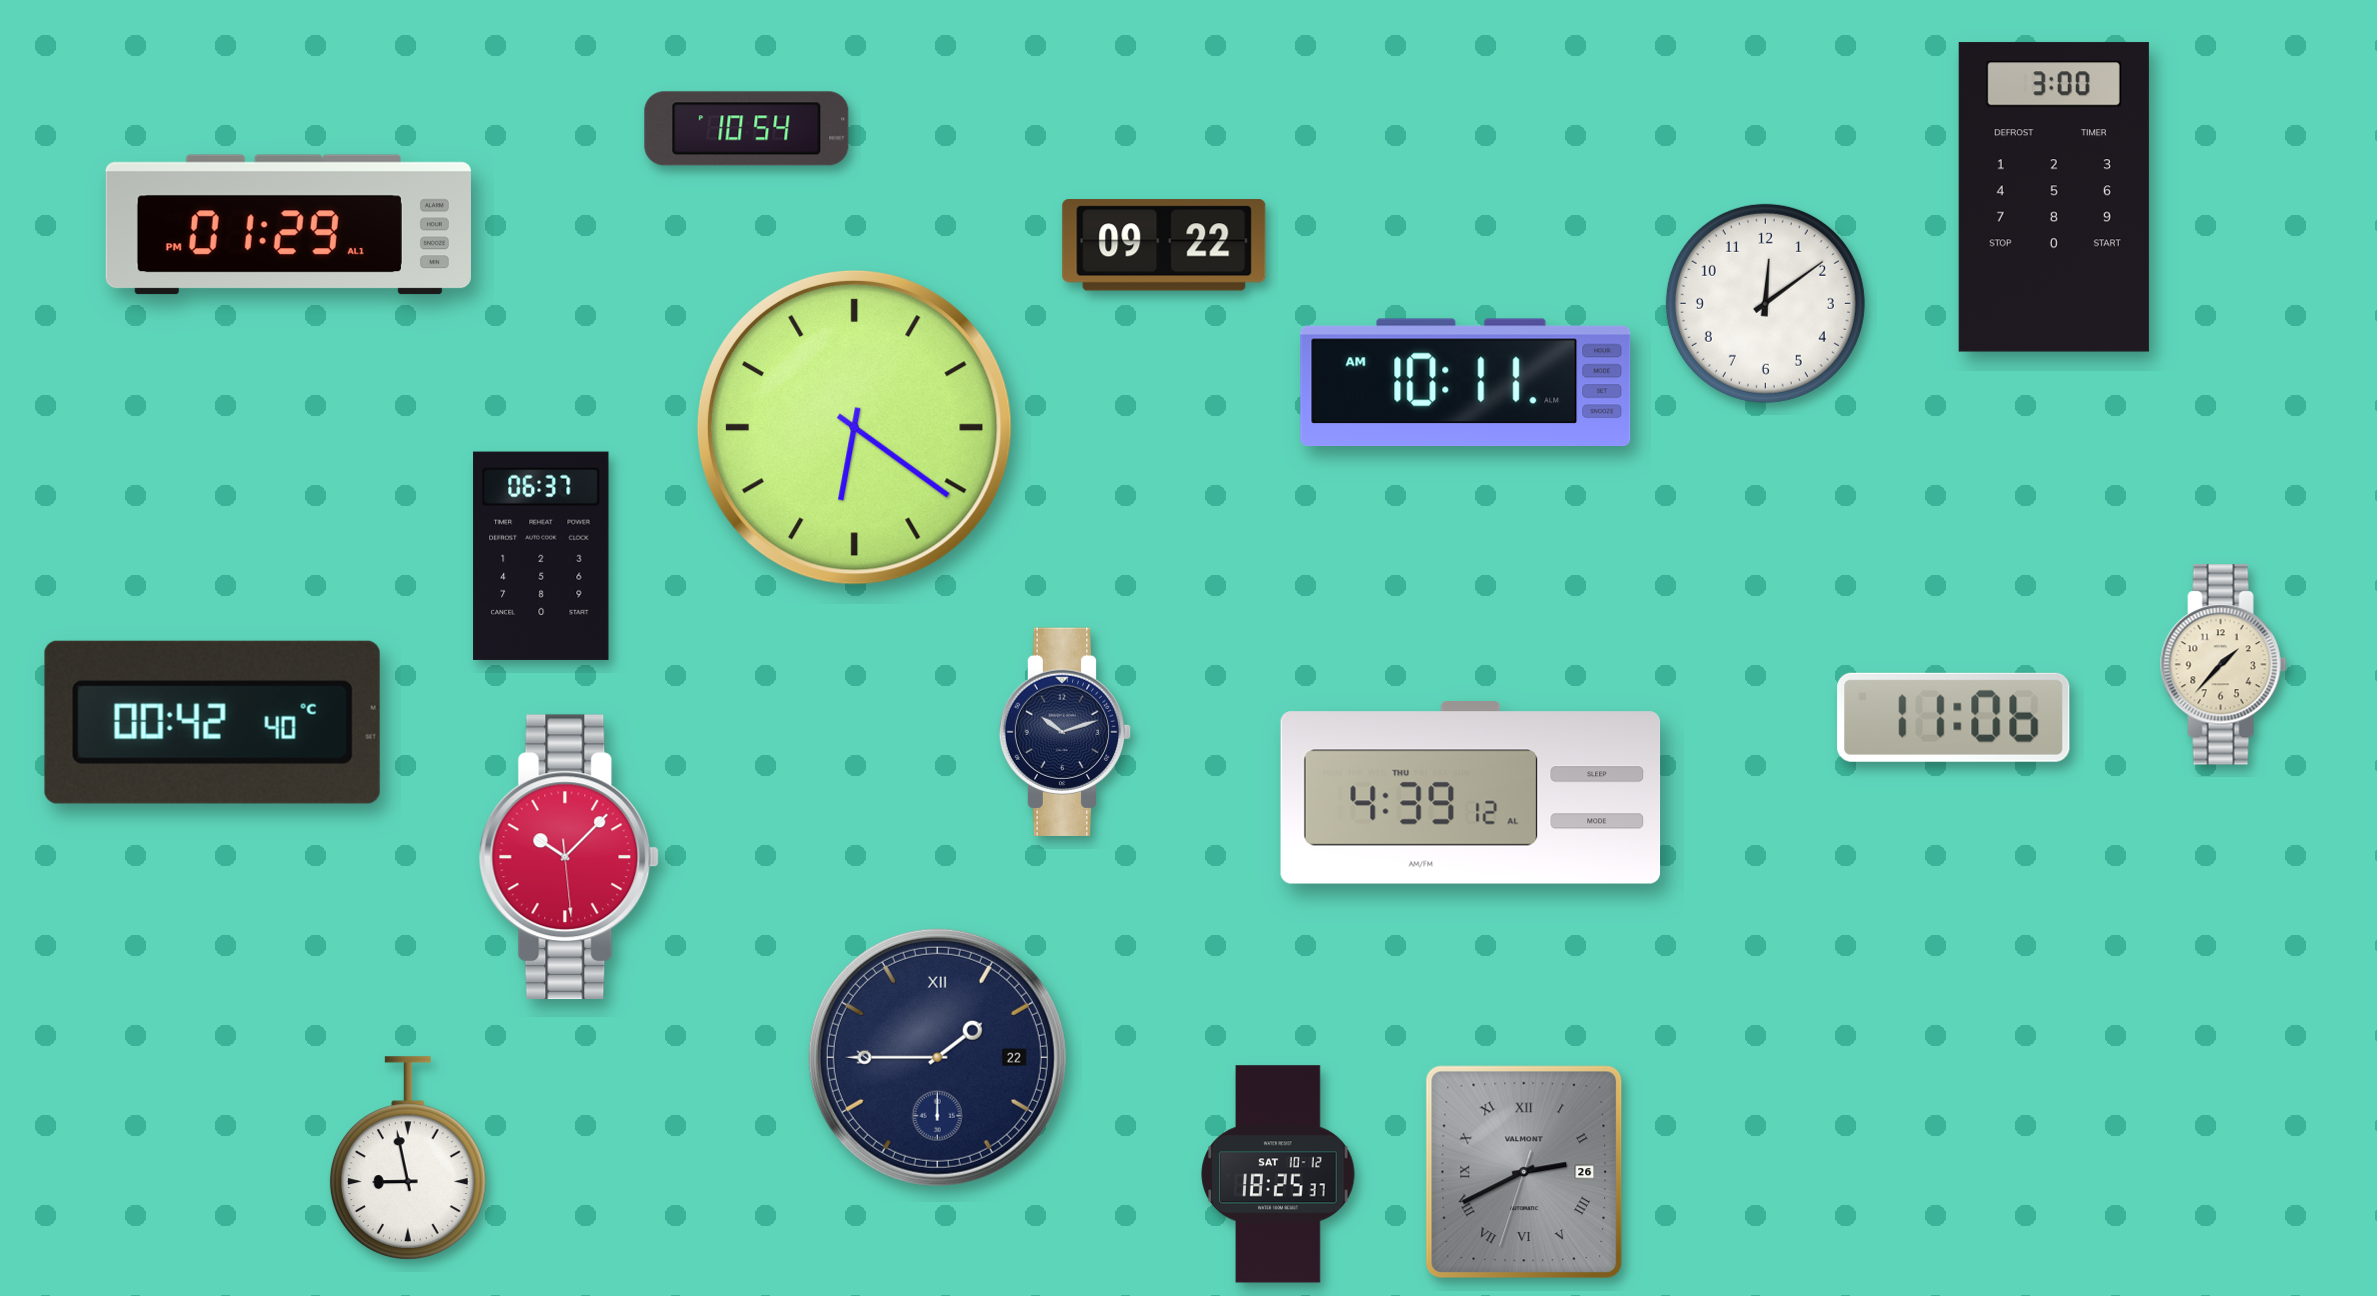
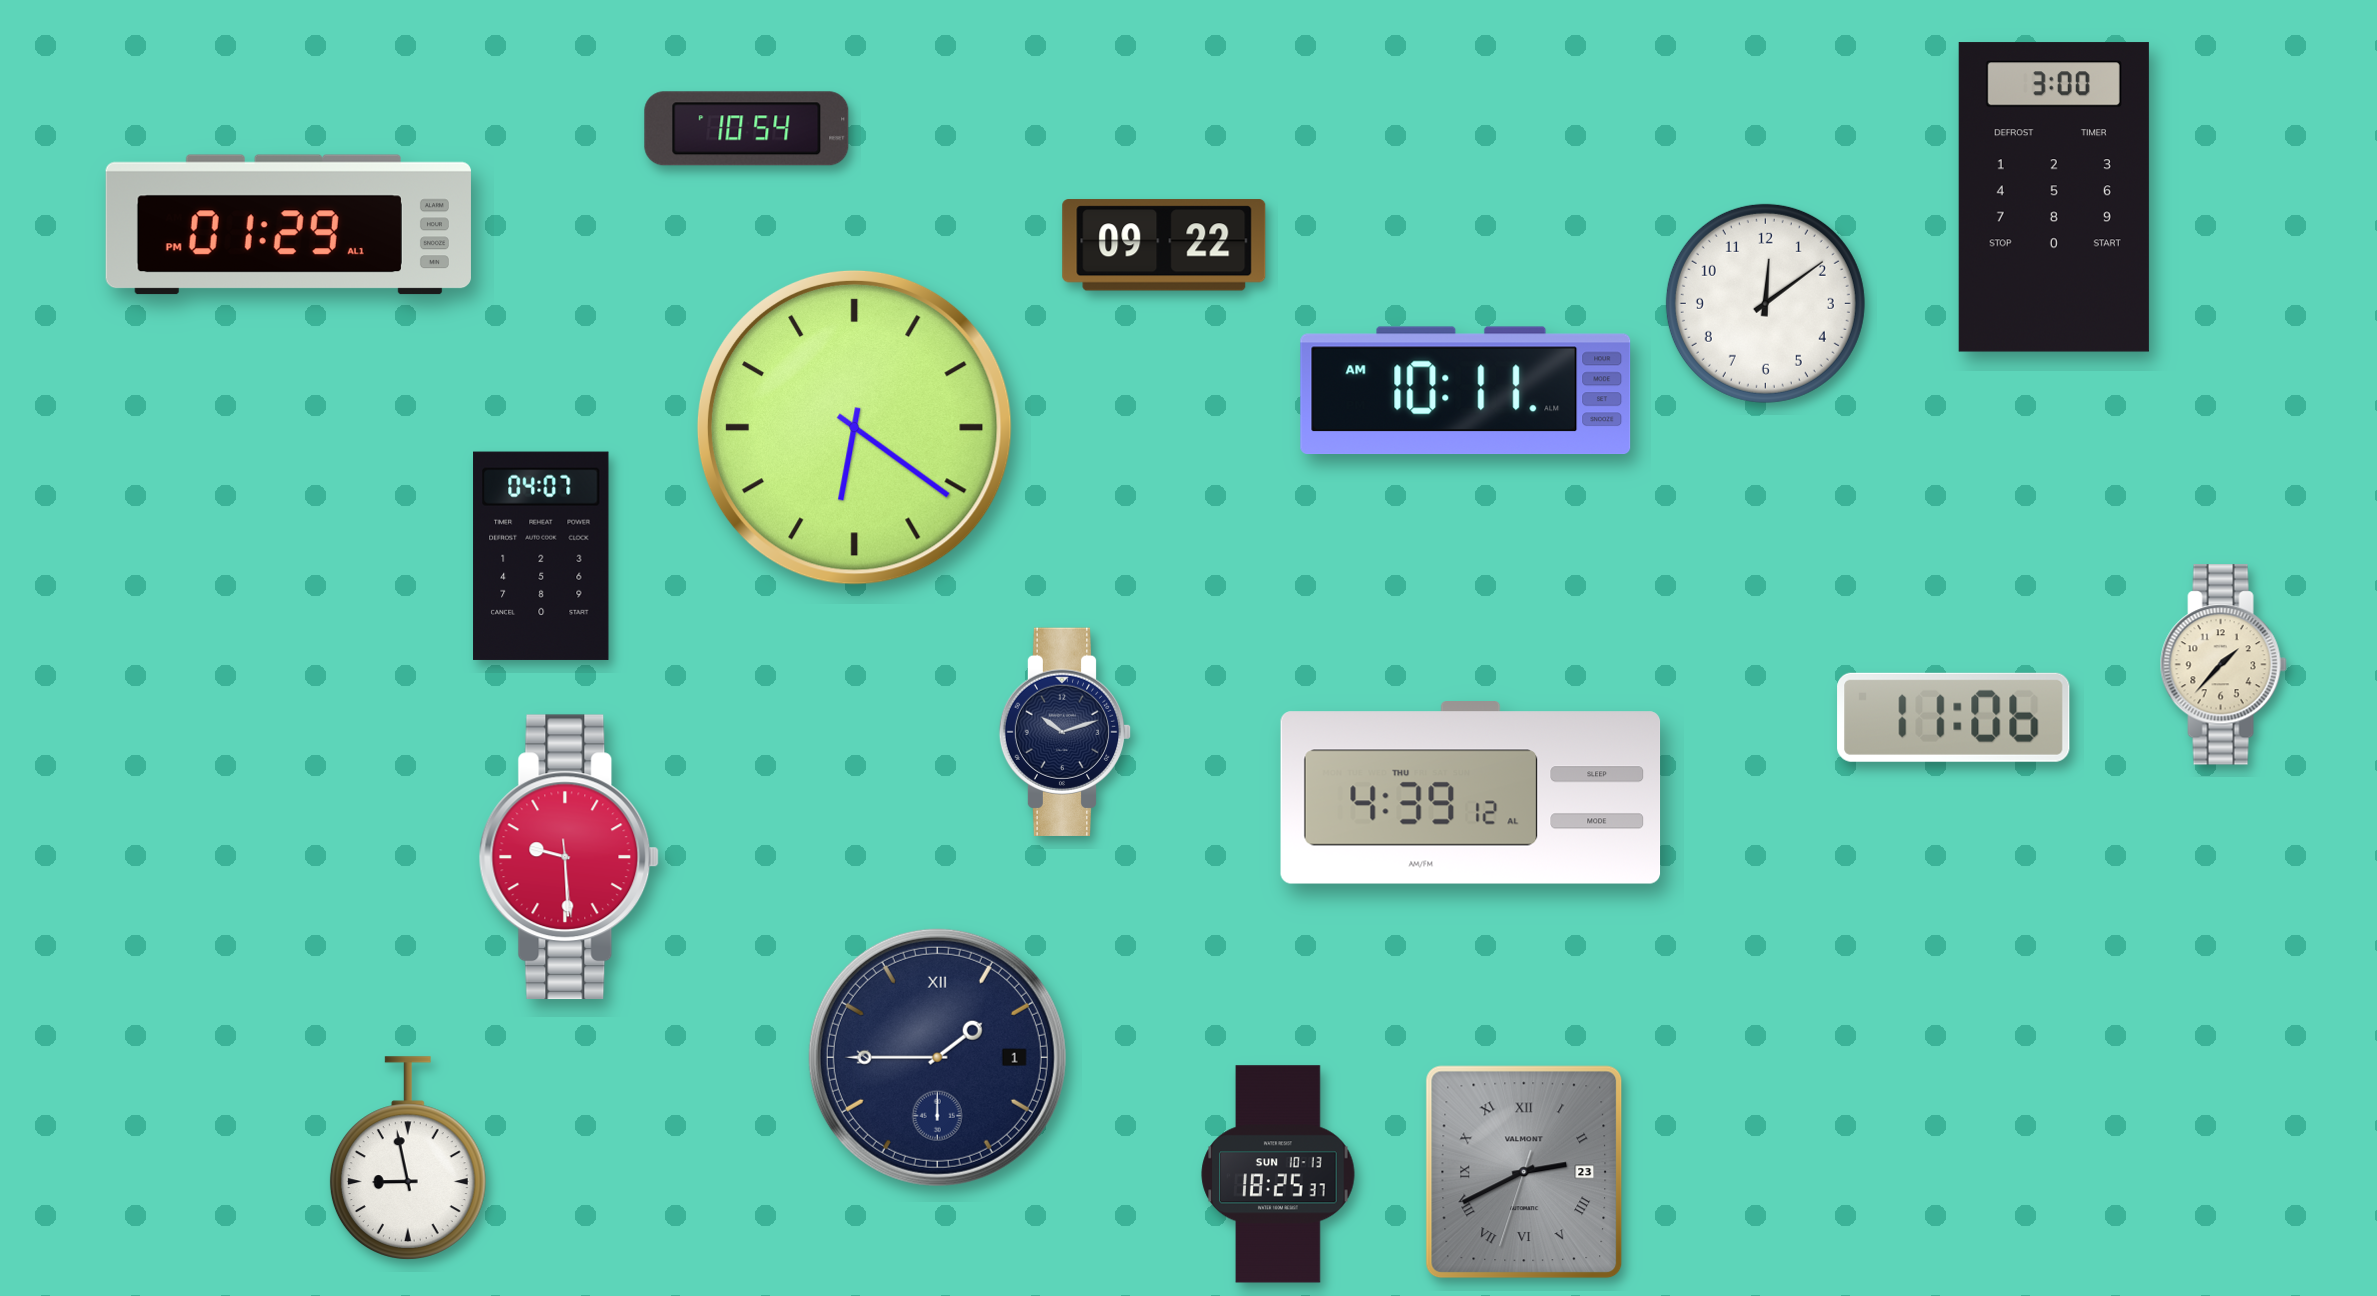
clock at (1466, 382) position: (1466, 382) -> (1466, 390)
clock at (541, 556): 06:37 -> 04:07
clock at (212, 722): 00:42 -> none
clock at (569, 857): 10:07 -> 9:29
clock at (937, 1057) date: 22 -> 1
clock at (1524, 1172) date: 26 -> 23
clock at (1278, 1174) date: SAT 10-12 -> SUN 10-13
